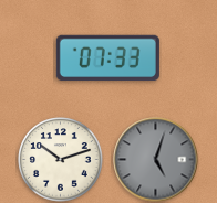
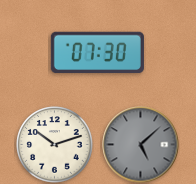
clock at (107, 58): 07:33 -> 07:30
clock at (156, 160): 5:03 -> 5:08
